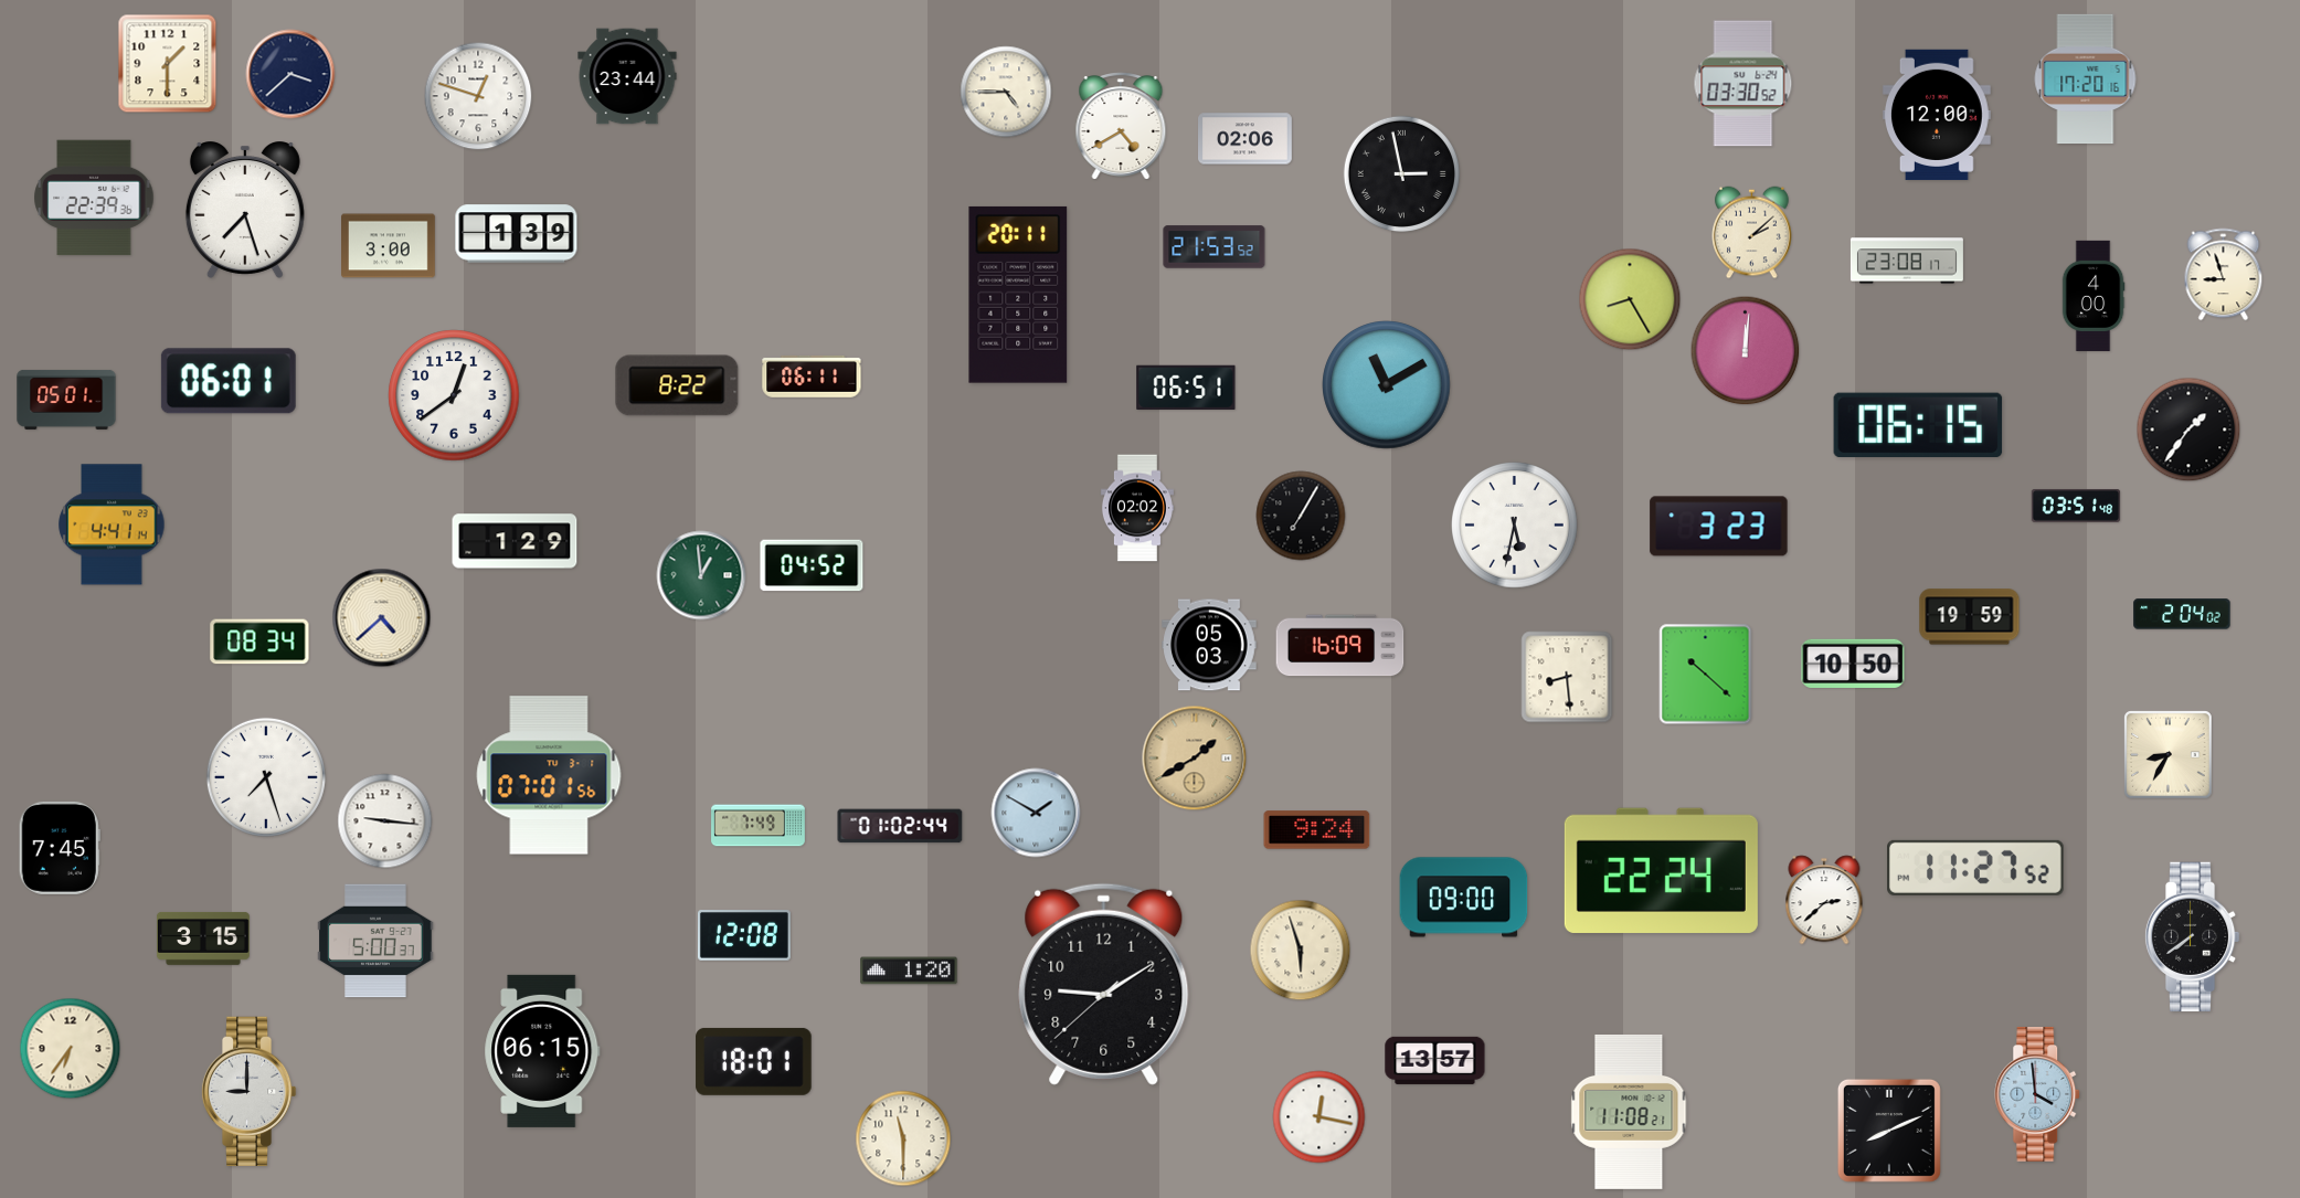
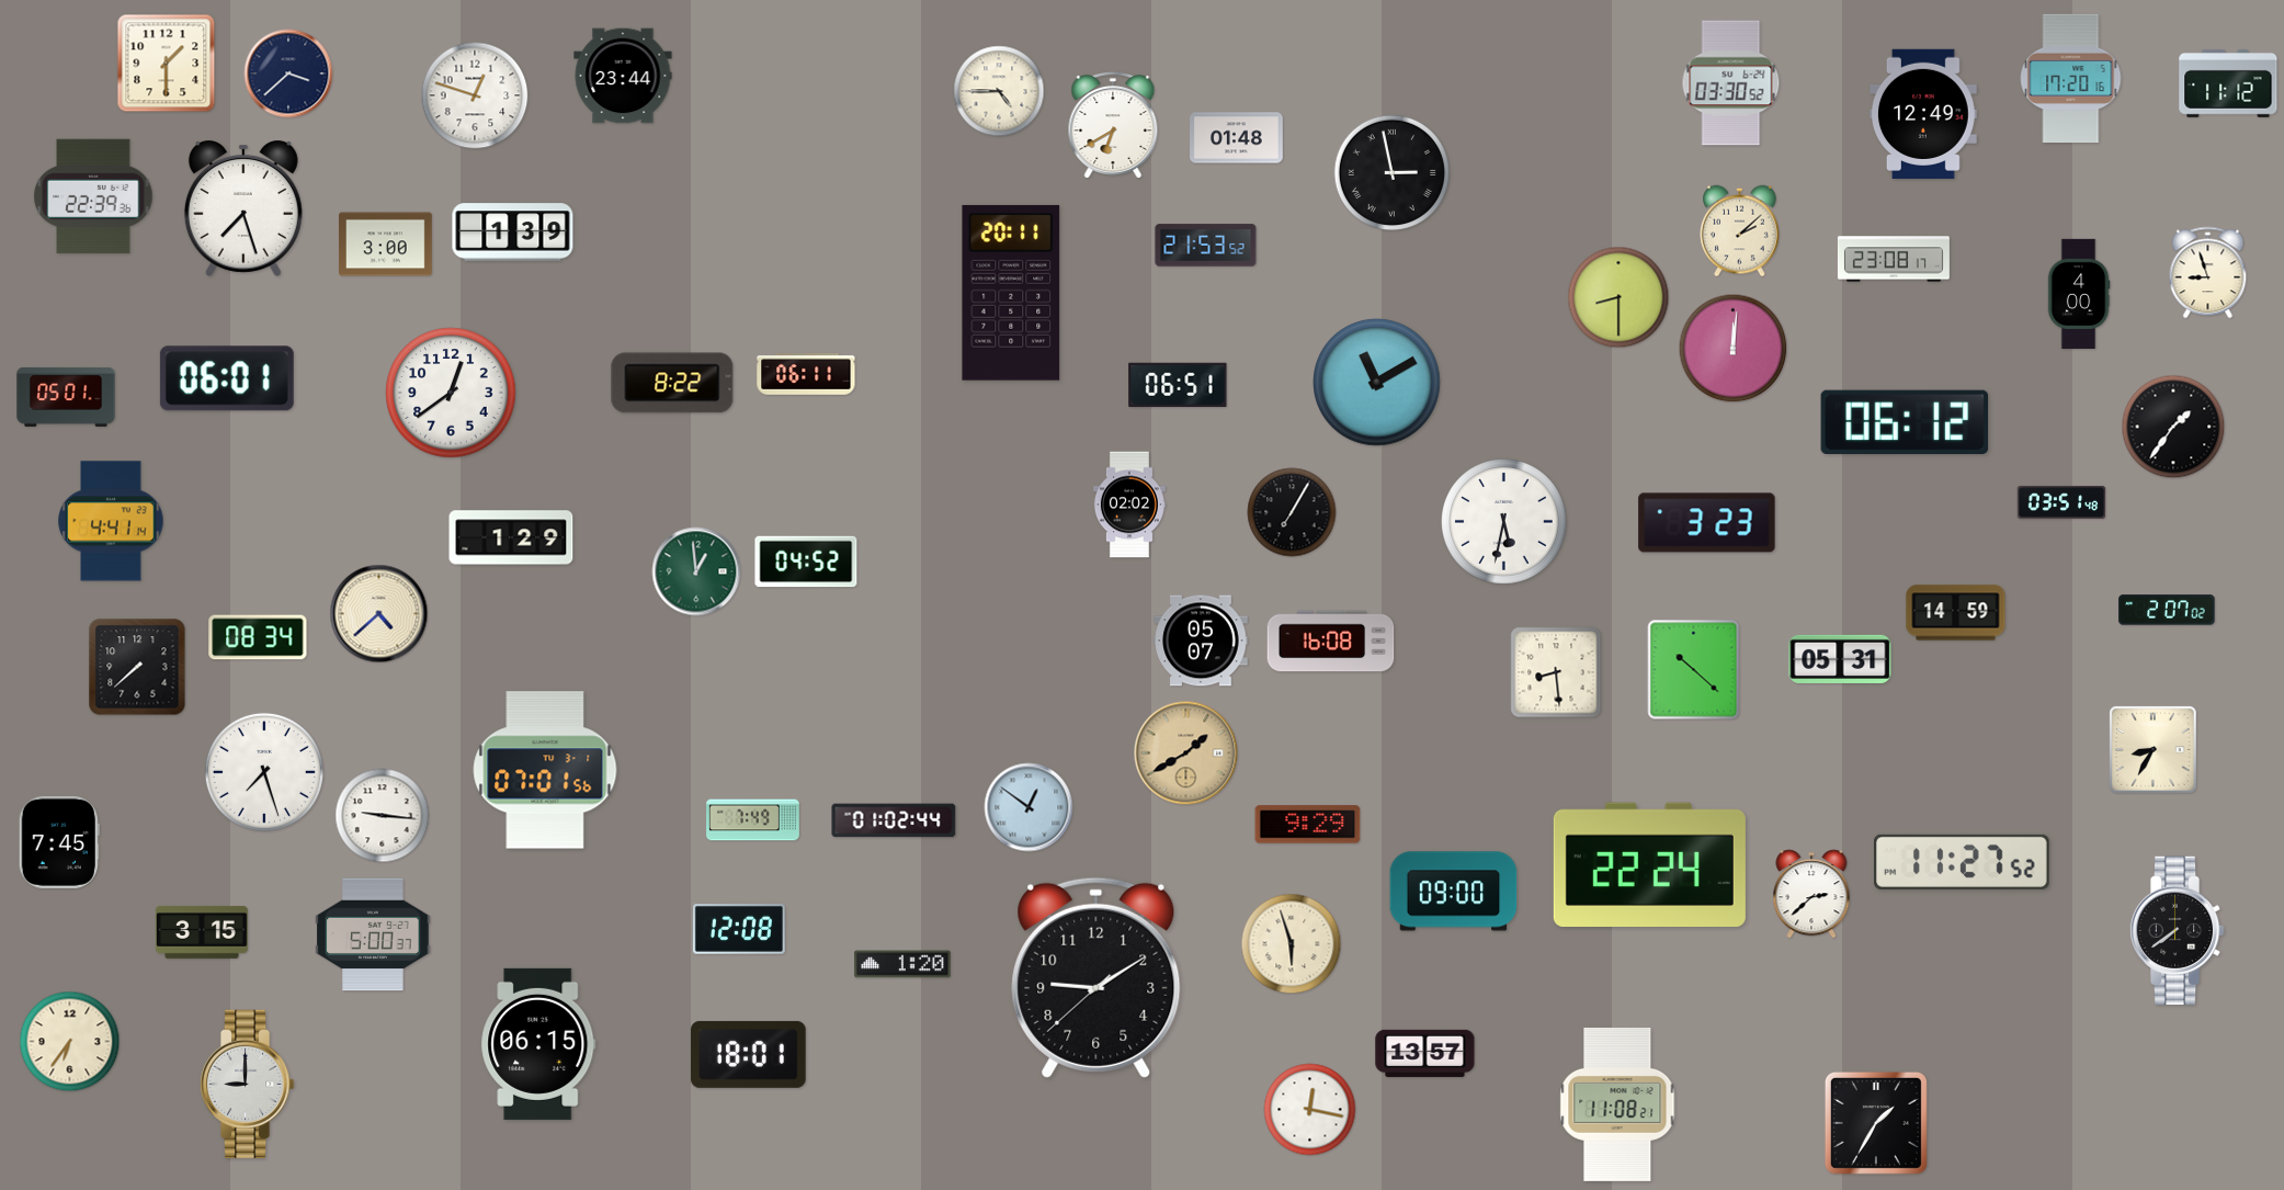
clock at (2228, 83): none -> 11:12
clock at (1937, 115): 12:00 -> 12:49
clock at (1121, 127): 4:40 -> 6:40
clock at (1246, 139): 02:06 -> 01:48
clock at (1630, 299): 8:25 -> 8:30
clock at (1918, 425): 06:15 -> 06:12
clock at (2182, 614): 2:04 -> 2:07
clock at (1970, 617): 19:59 -> 14:59
clock at (1209, 645): 05:03 -> 05:07
clock at (1340, 646): 16:09 -> 16:08
clock at (1853, 664): 10:50 -> 05:31
clock at (137, 667): none -> 7:38
clock at (1036, 813): 1:50 -> 12:51
clock at (1317, 830): 9:24 -> 9:29
clock at (2038, 1095): 3:59 -> none
clock at (1889, 1131): 8:11 -> 1:35
clock at (903, 1138): 11:30 -> none
